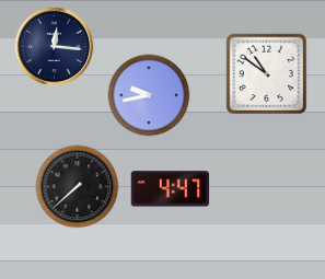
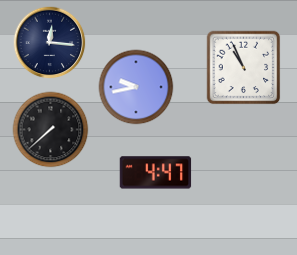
clock at (267, 74): 10:51 -> 10:56
clock at (78, 187) position: (78, 187) -> (51, 130)
